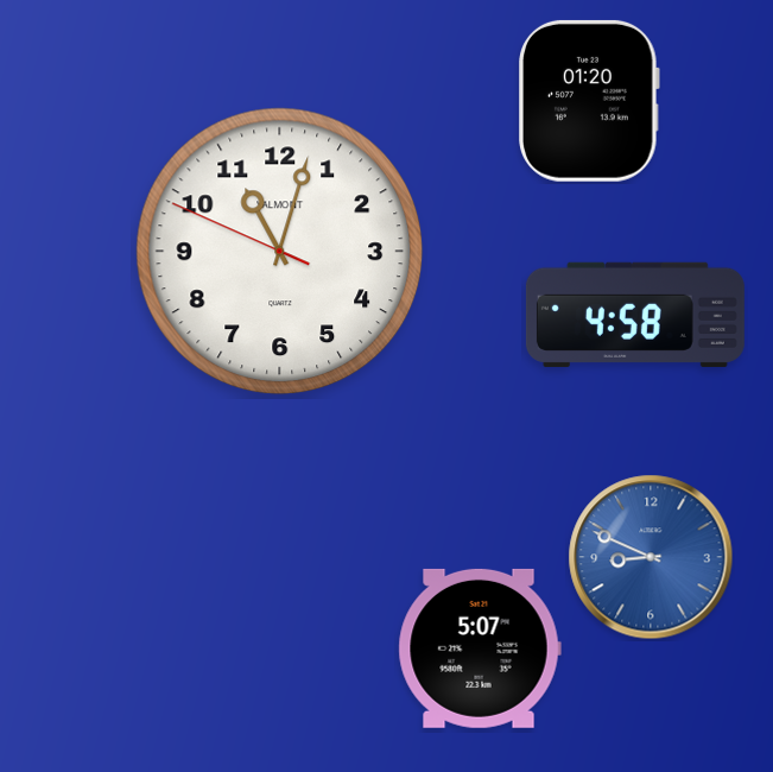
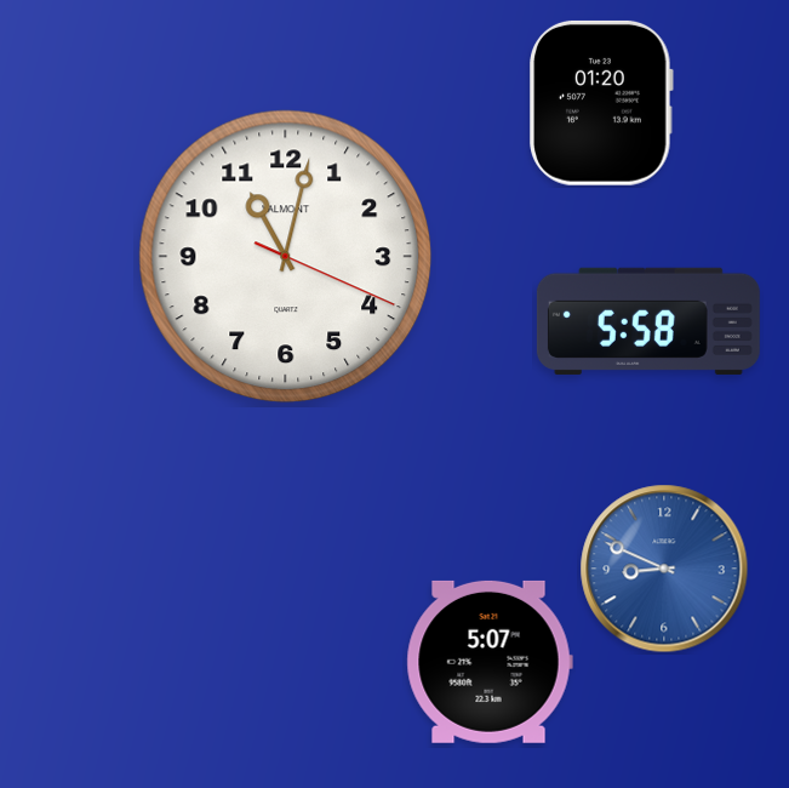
clock at (280, 252): 11:02:49 -> 11:02:19
clock at (635, 315): 4:58 -> 5:58
